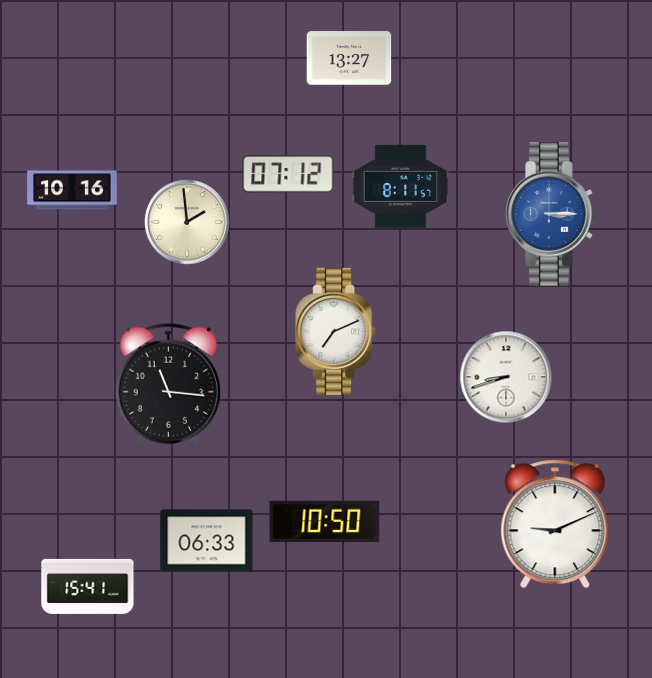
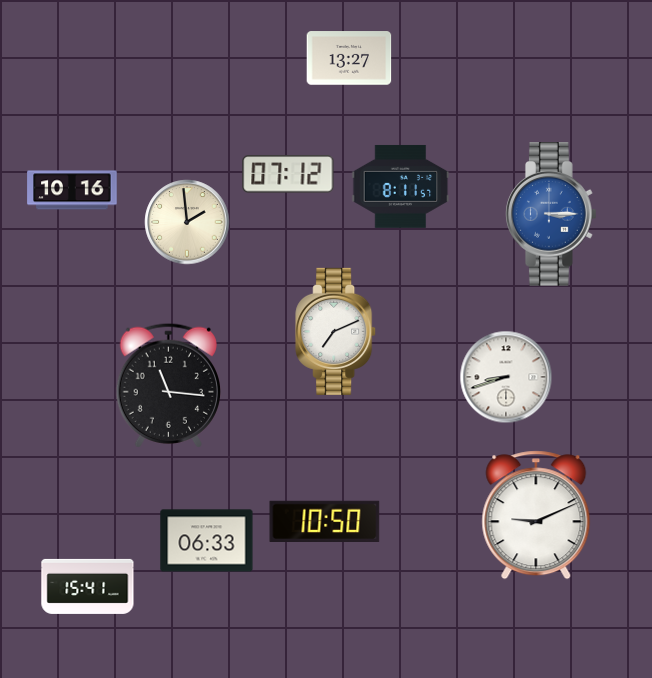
clock at (555, 524) position: (555, 524) -> (536, 515)
